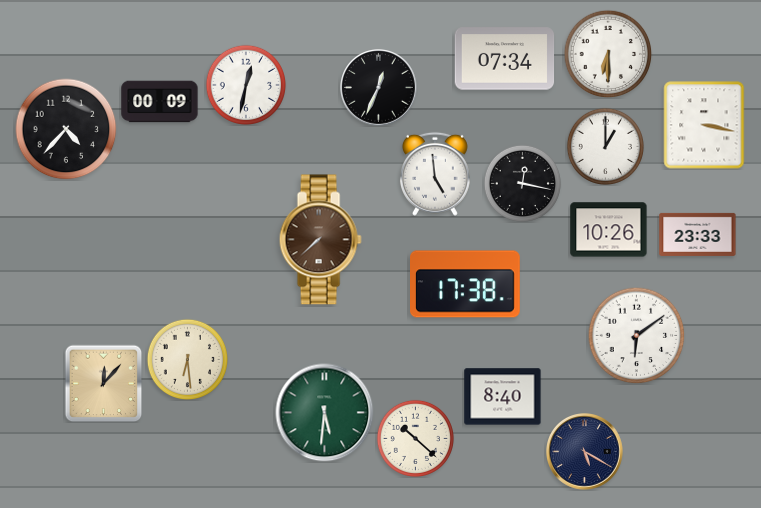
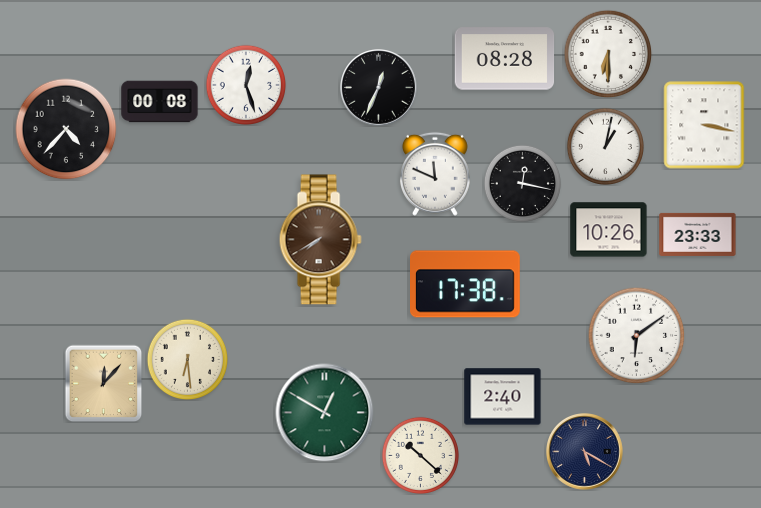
clock at (505, 59): 07:34 -> 08:28
clock at (245, 84): 12:32 -> 12:27
clock at (160, 102): 00:09 -> 00:08
clock at (605, 146): 1:00 -> 1:02
clock at (435, 174): 4:59 -> 11:49
clock at (320, 240): 7:38 -> 7:40
clock at (503, 397): 8:40 -> 2:40
clock at (325, 413): 5:31 -> 12:50
clock at (415, 438) position: (415, 438) -> (420, 455)
